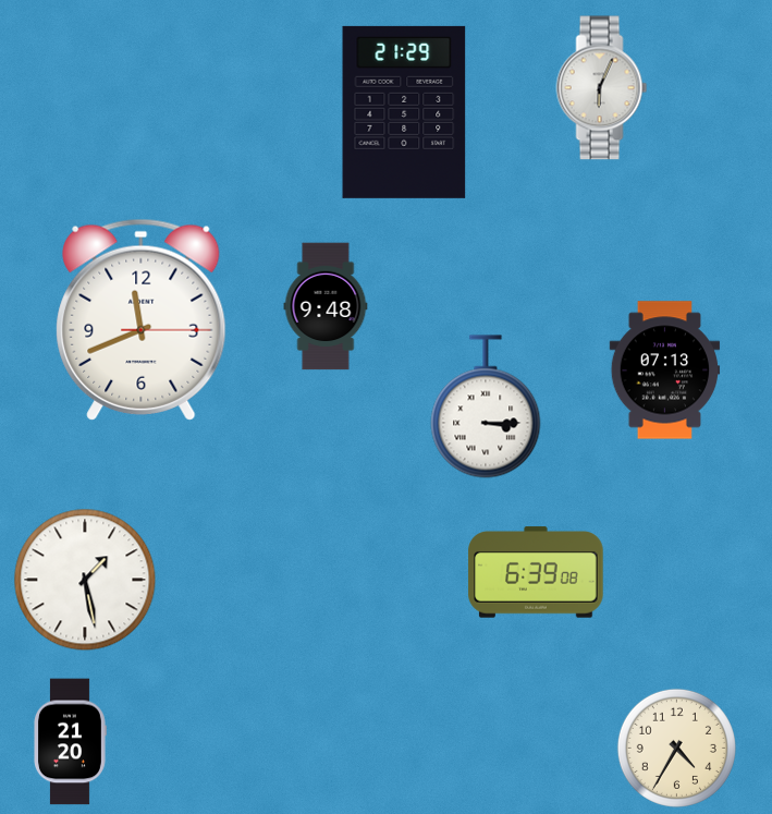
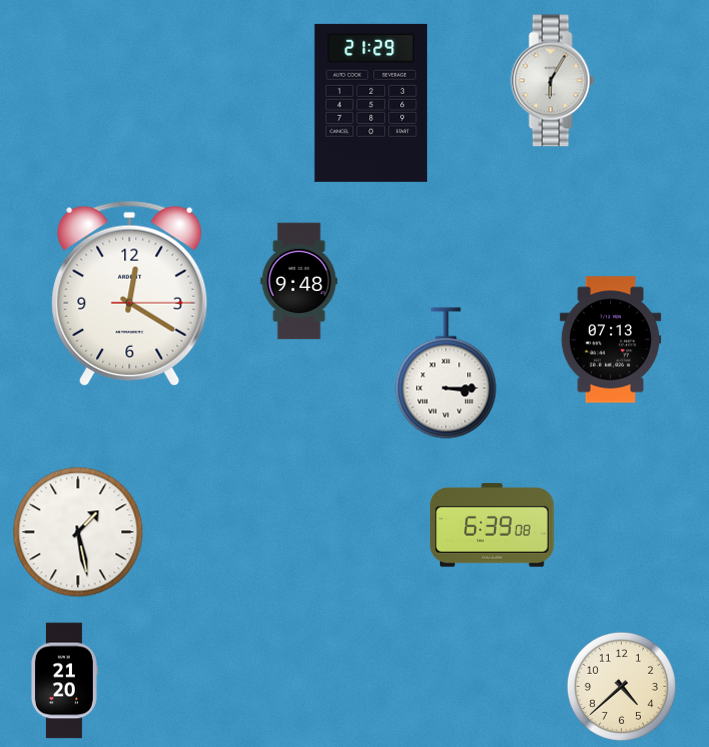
clock at (602, 88): 6:04 -> 6:05
clock at (142, 319): 11:41 -> 12:20
clock at (676, 748): 4:35 -> 4:38
